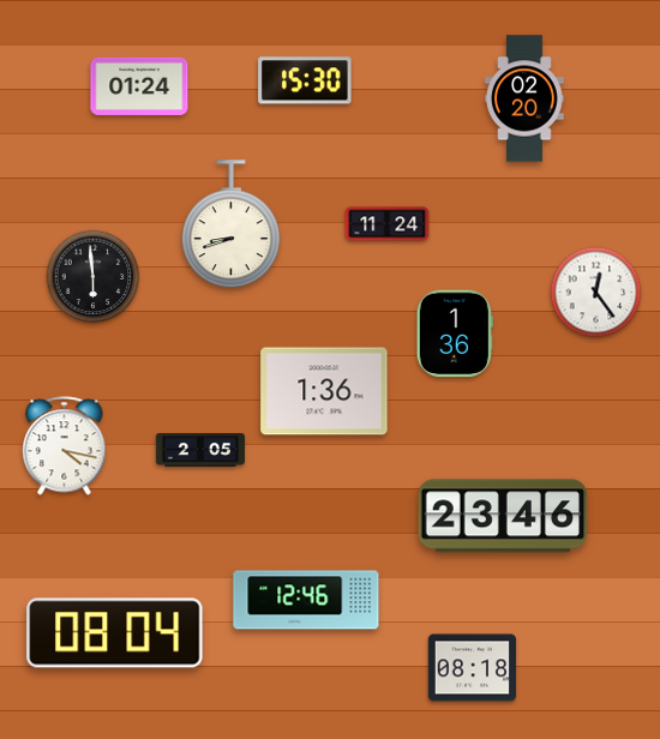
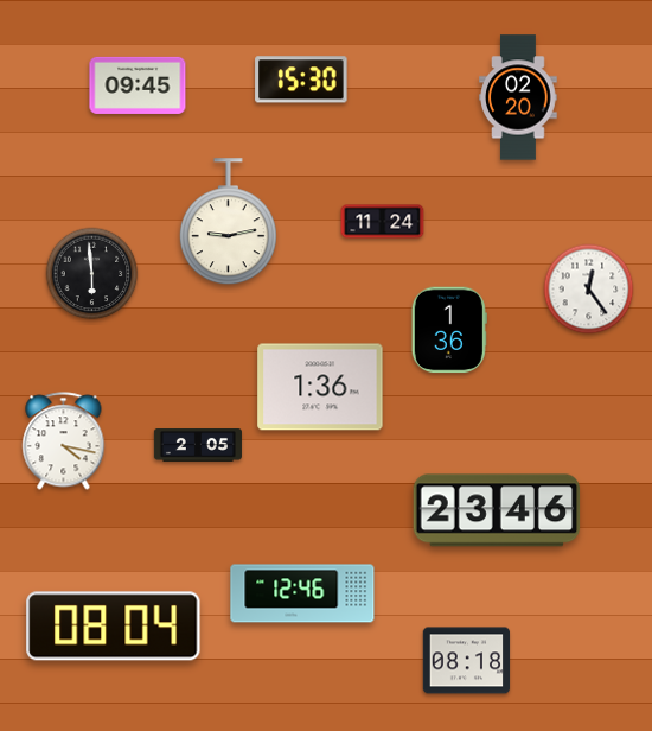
clock at (139, 86): 01:24 -> 09:45
clock at (230, 224): 8:42 -> 9:13
